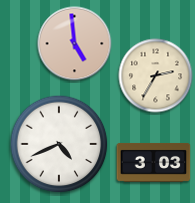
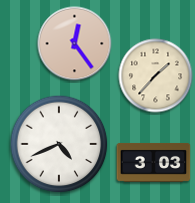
clock at (75, 44): 4:59 -> 12:24
clock at (156, 76): 2:35 -> 1:37
